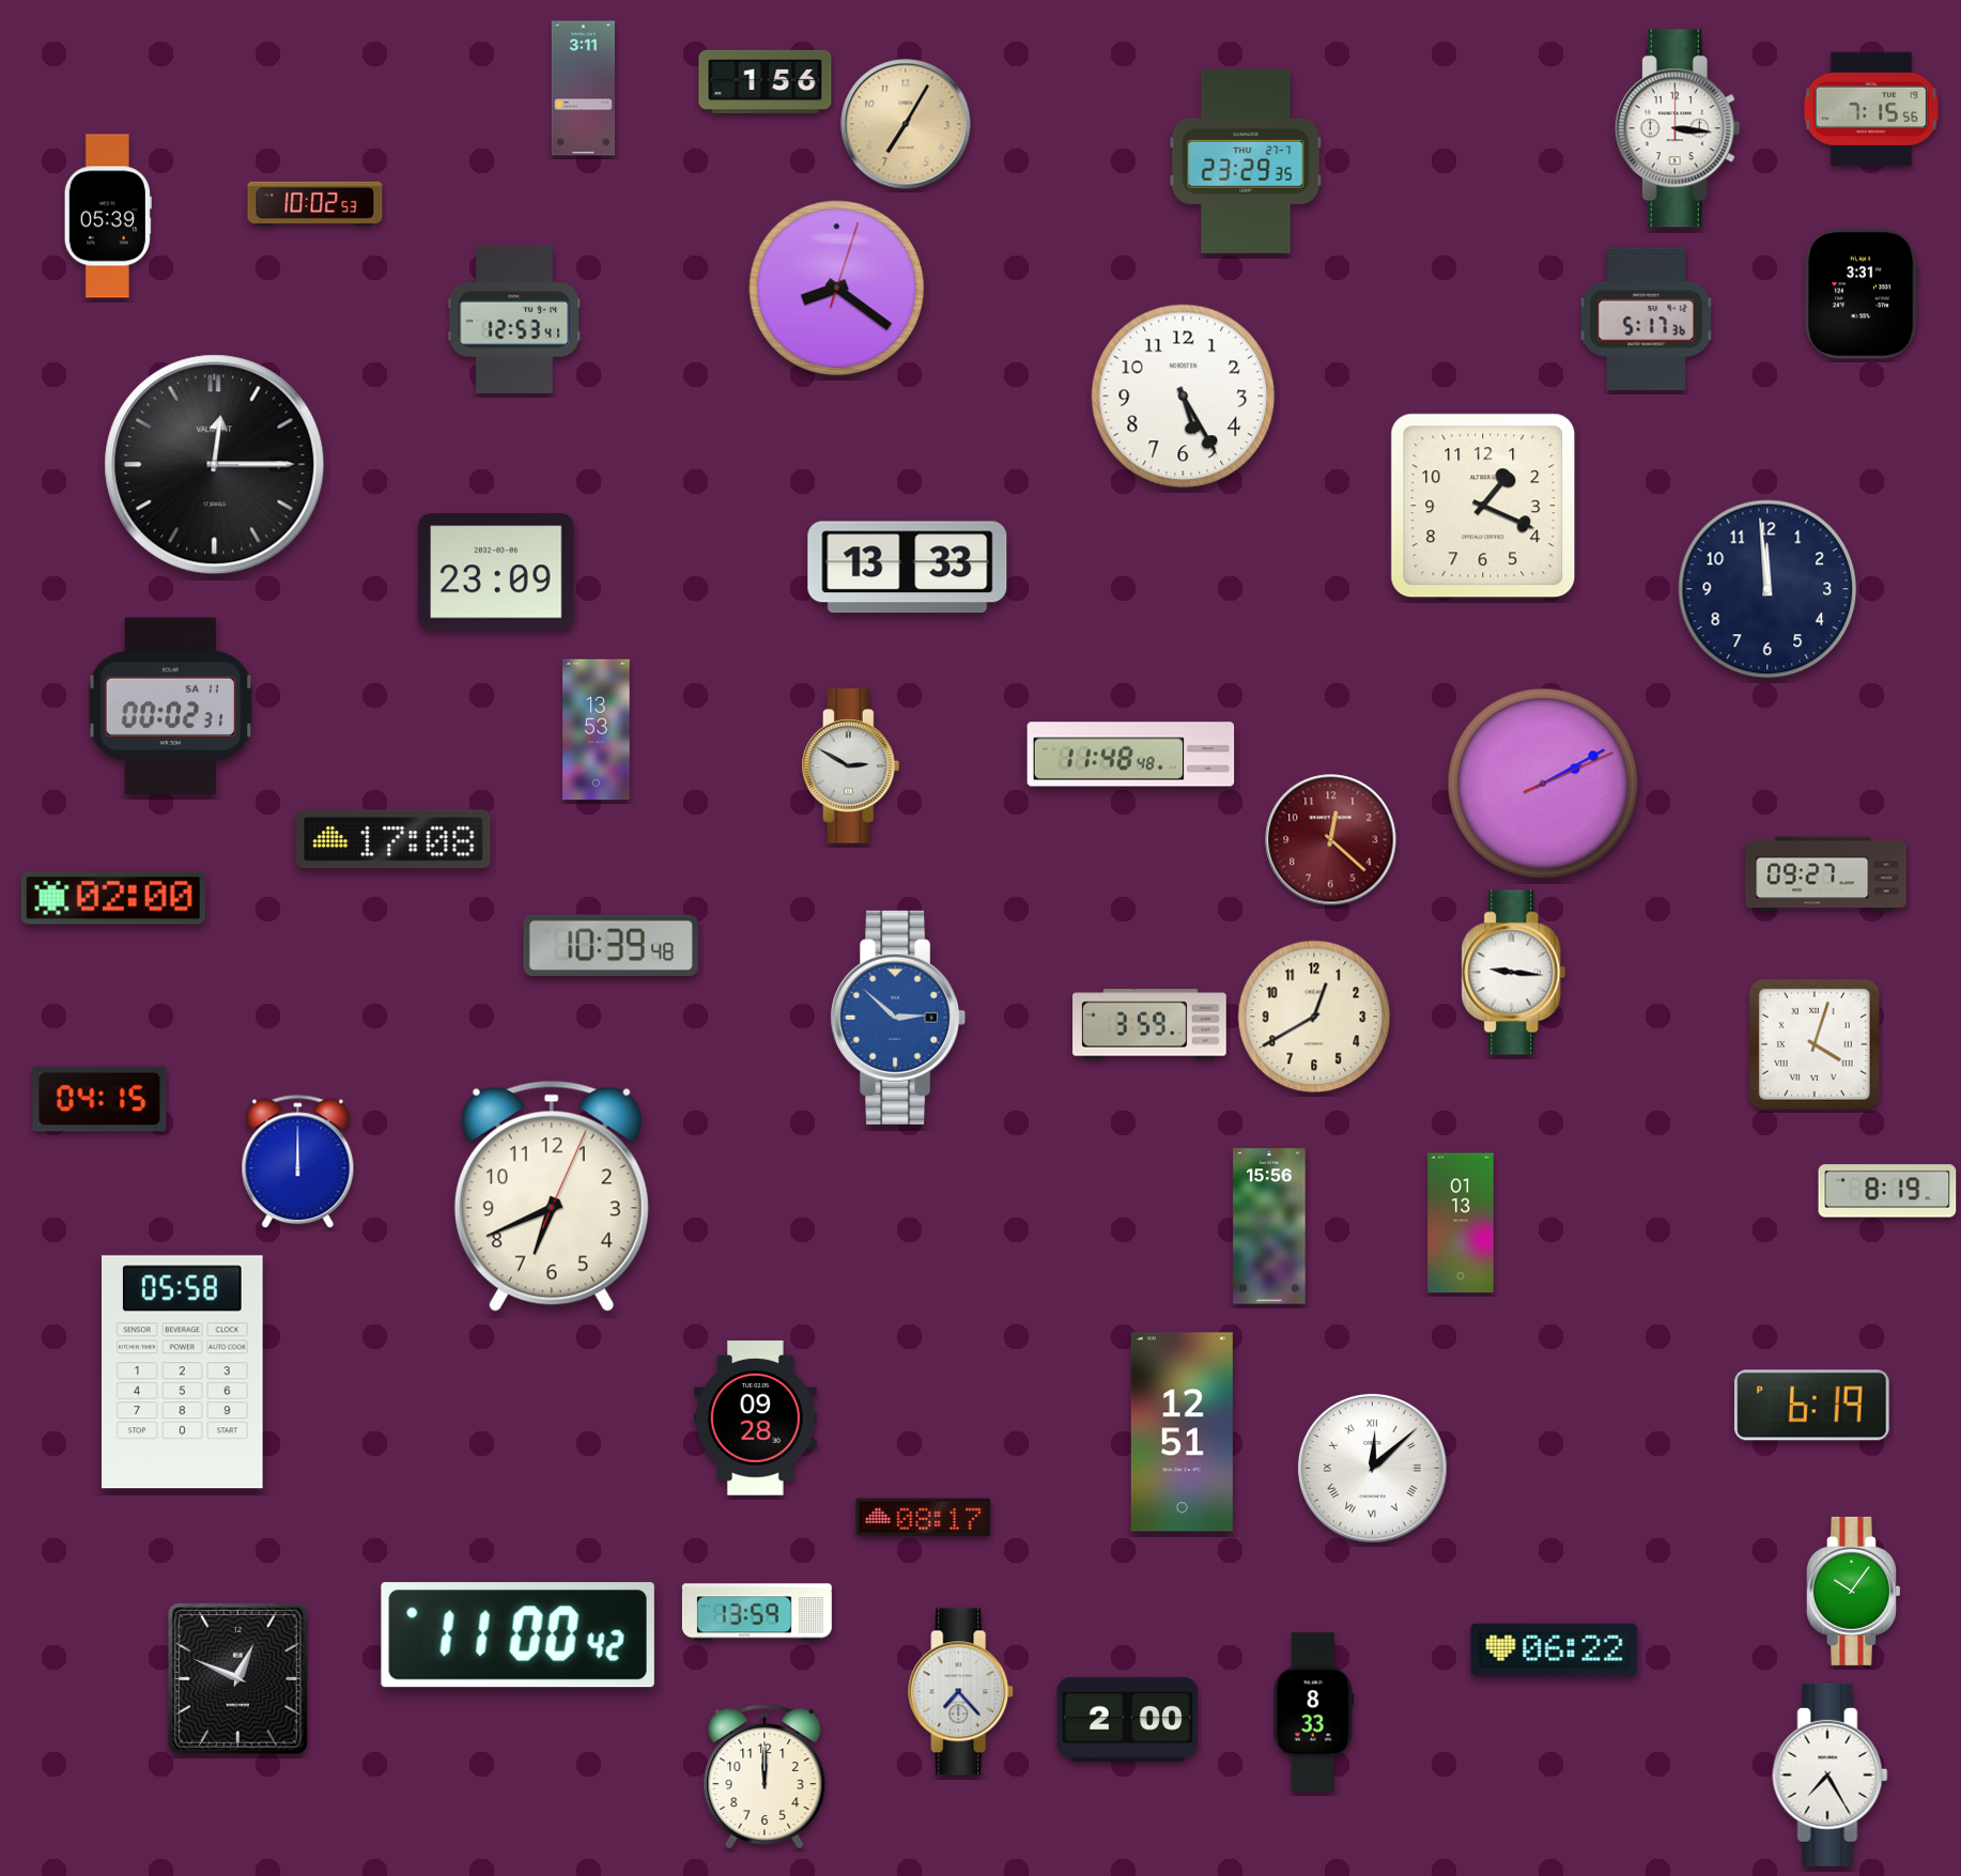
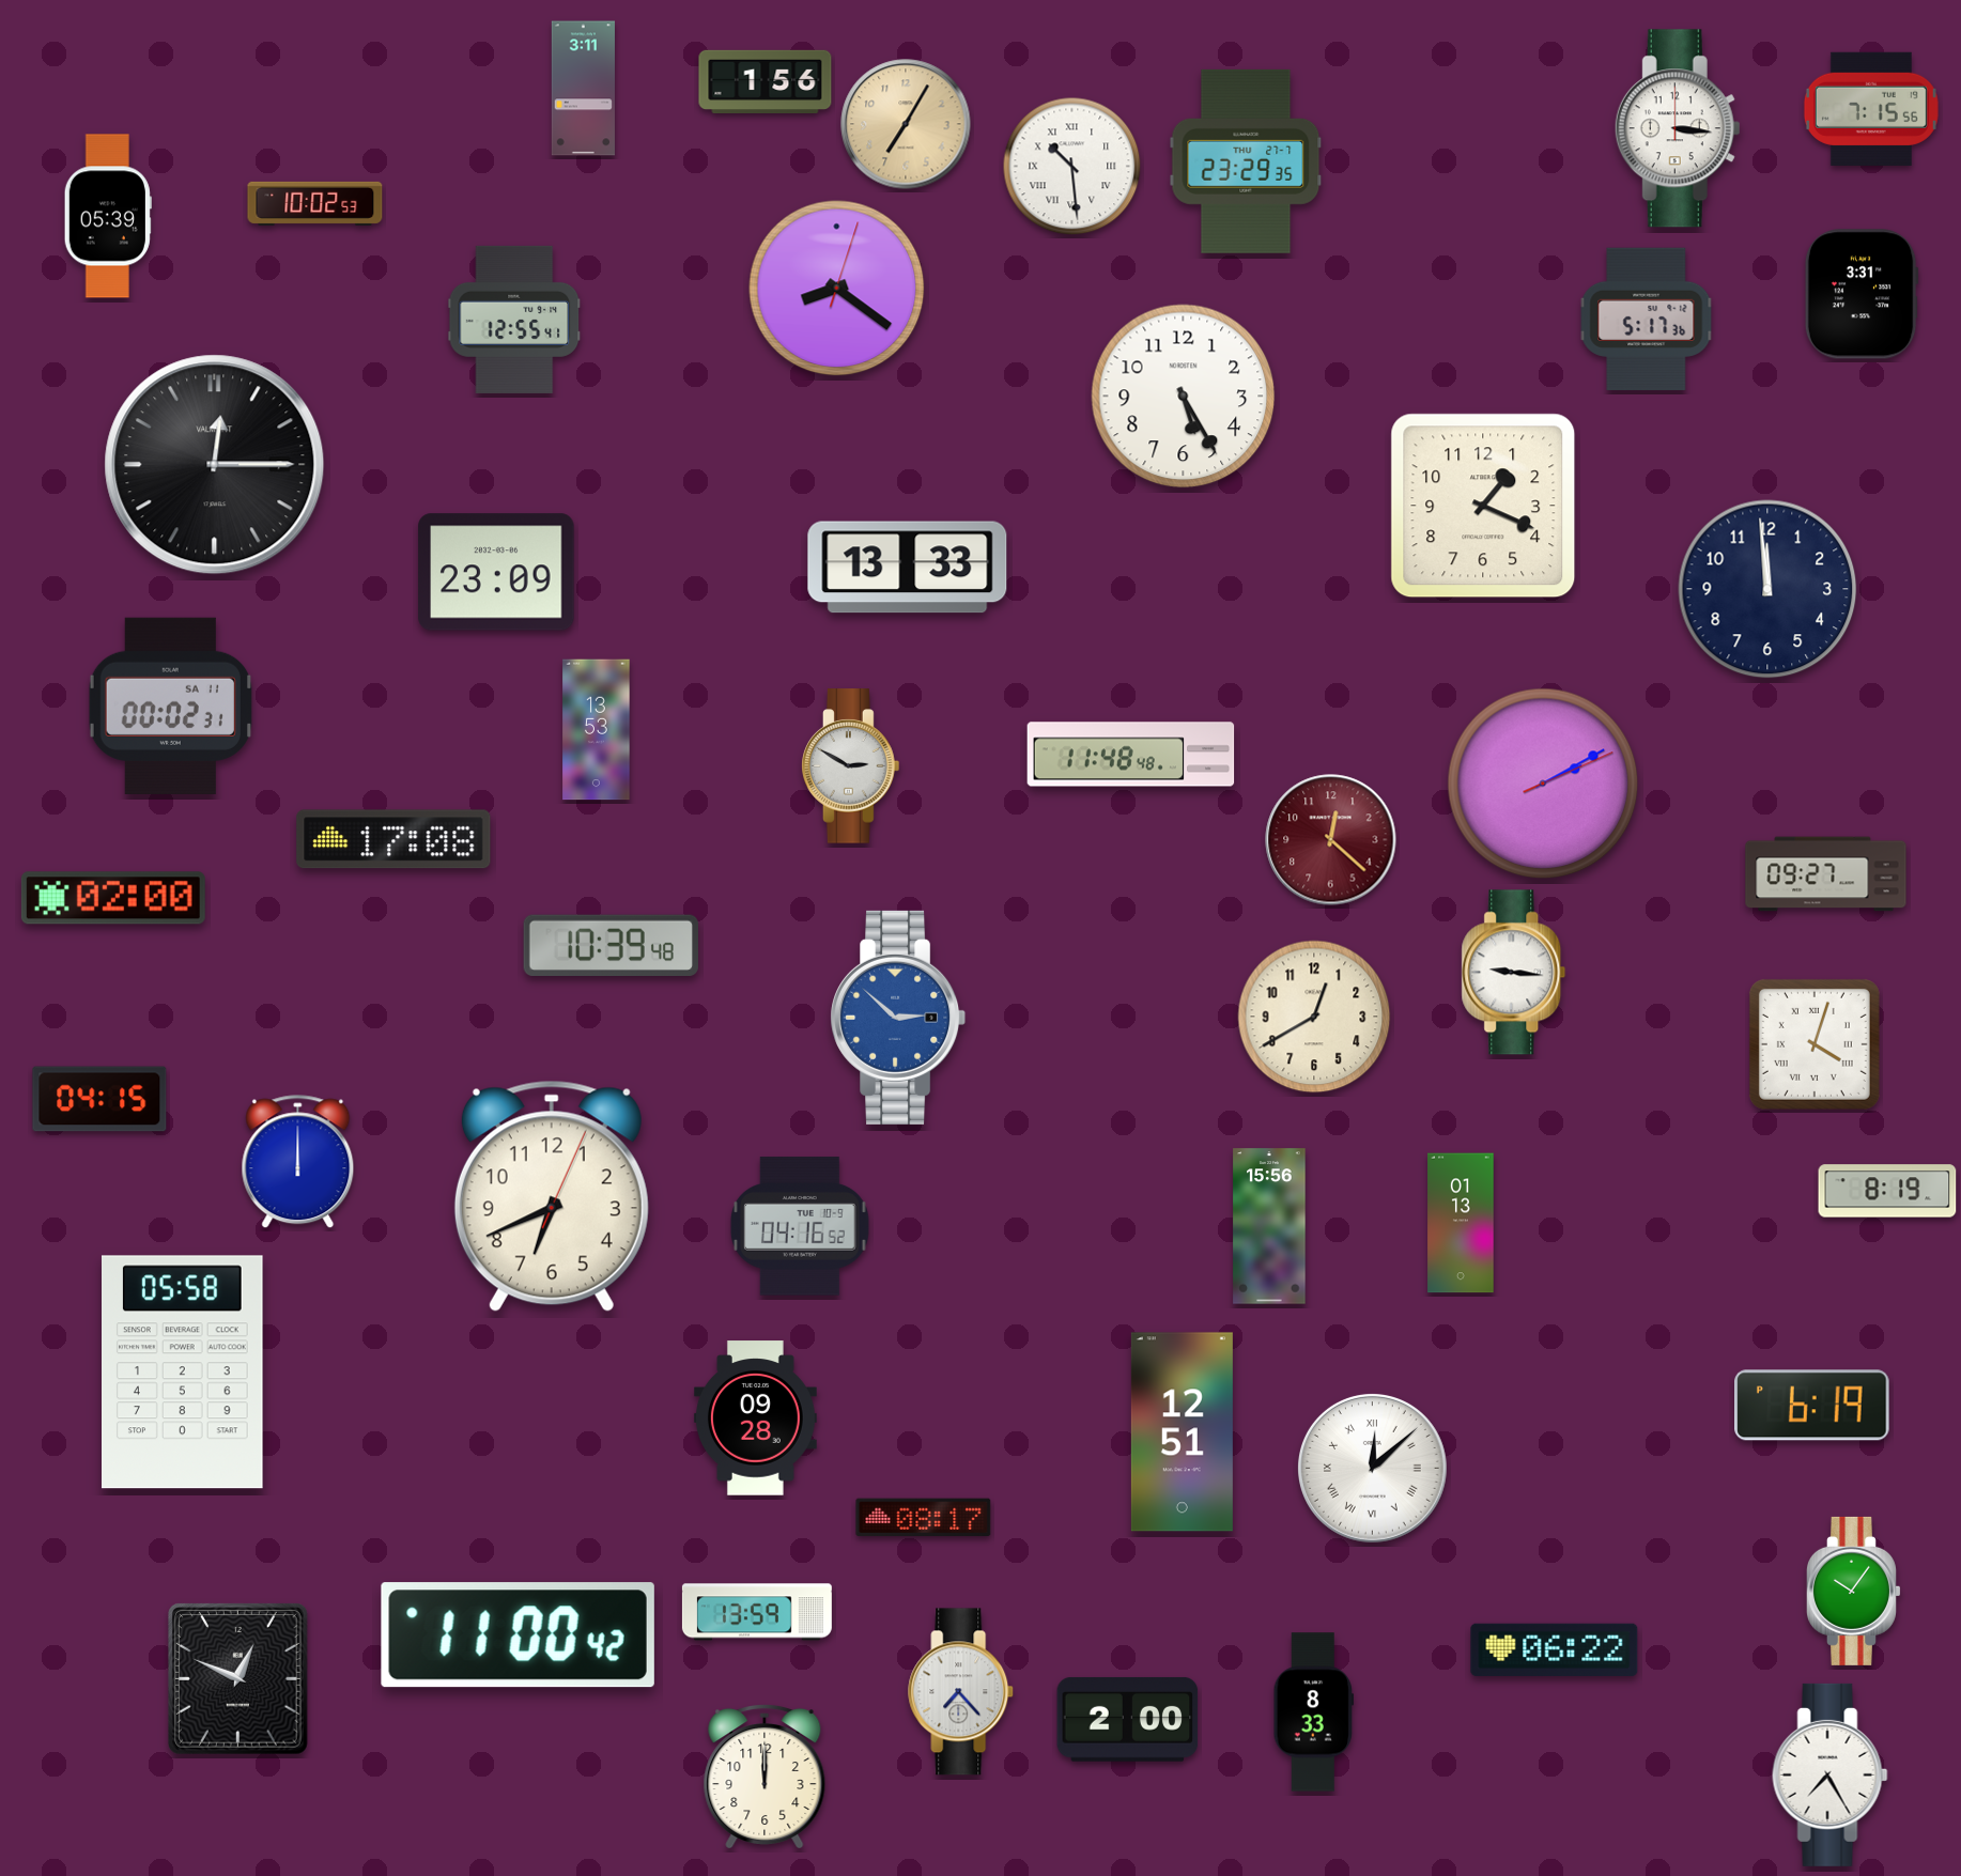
clock at (1072, 167): none -> 10:29
clock at (514, 320): 12:53 -> 12:55
clock at (1149, 1024): 3:59 -> none
clock at (800, 1226): none -> 04:16
